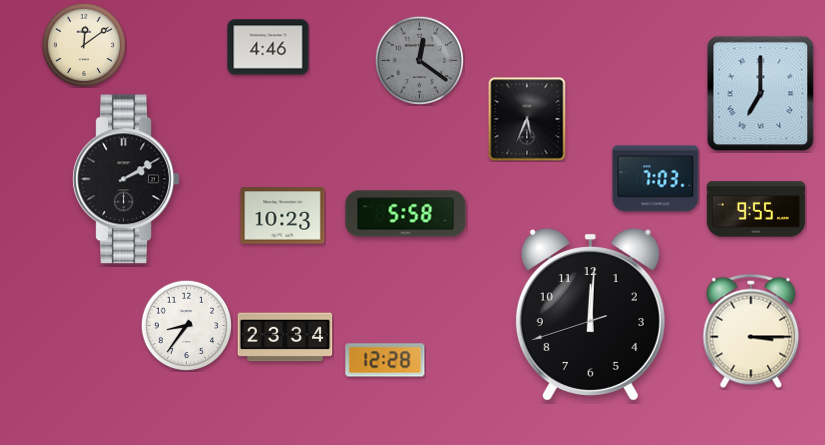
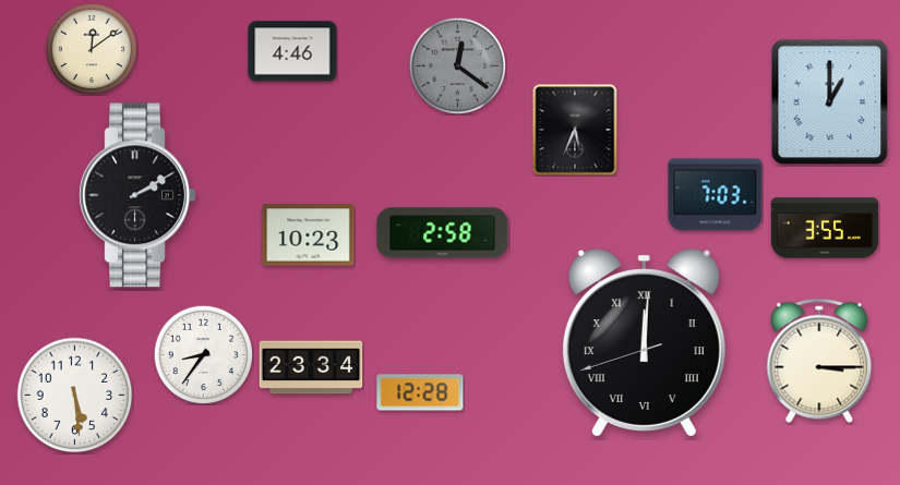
clock at (761, 94): 7:00 -> 1:00
clock at (756, 209): 9:55 -> 3:55
clock at (406, 214): 5:58 -> 2:58
clock at (590, 315) numerals: Arabic -> Roman
clock at (75, 396): none -> 5:29
